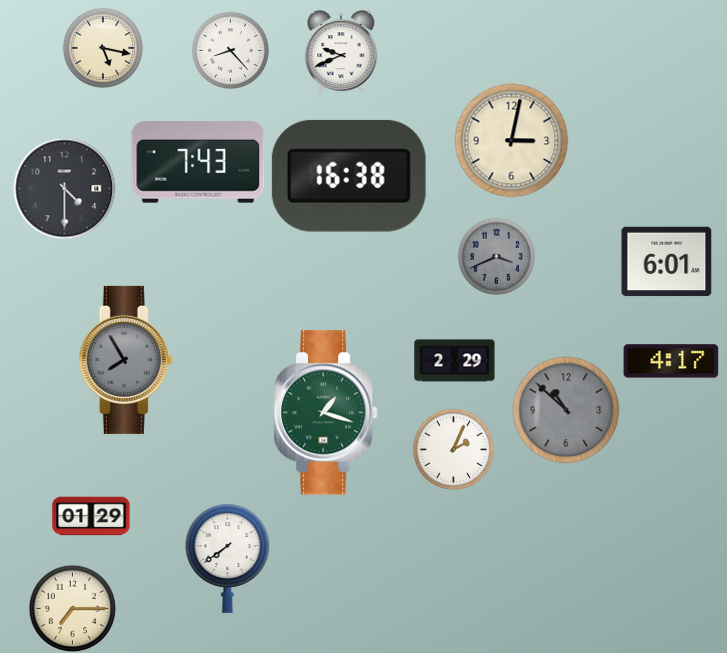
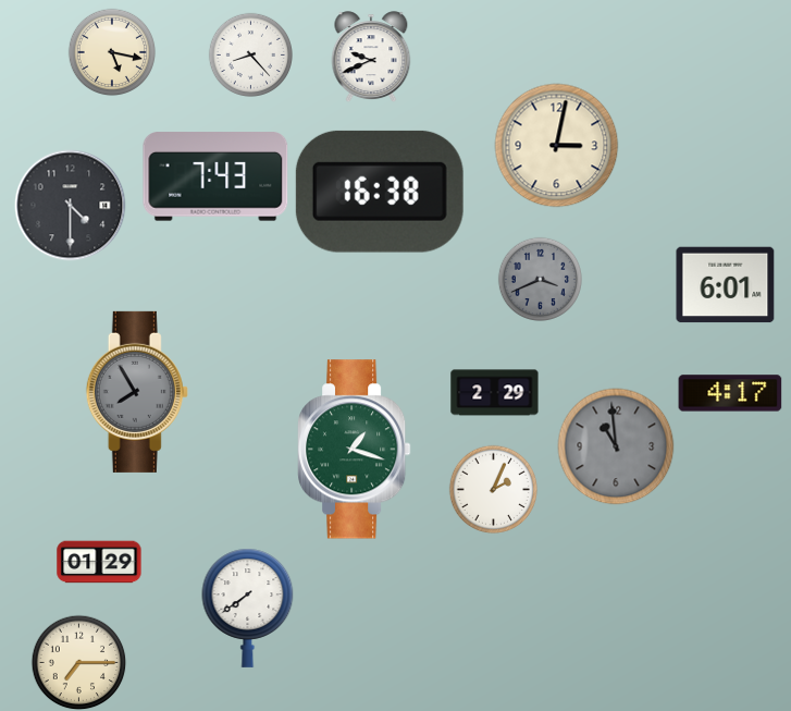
clock at (512, 141) position: (512, 141) -> (557, 146)
clock at (566, 410): 10:52 -> 10:59
